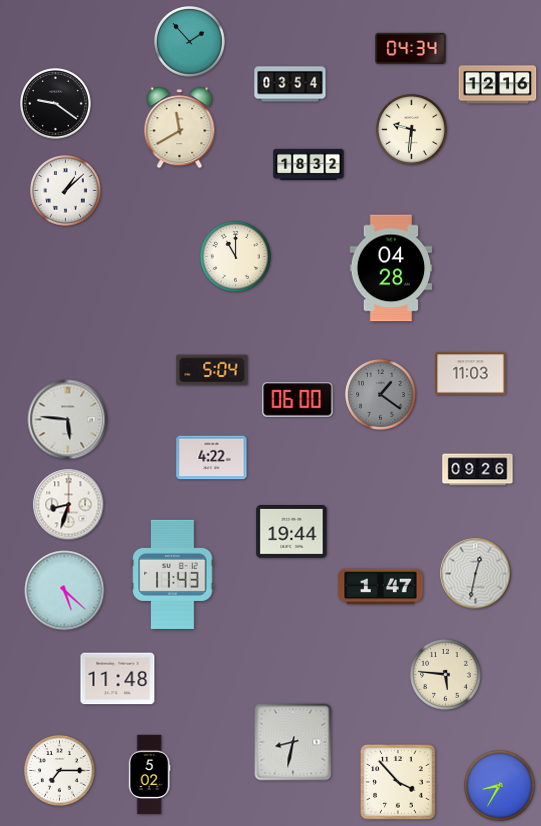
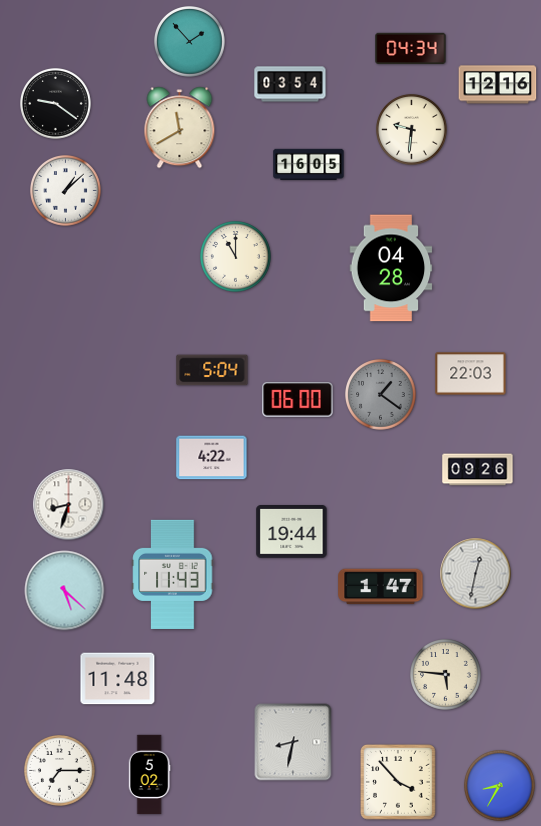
clock at (309, 165): 18:32 -> 16:05
clock at (471, 374): 11:03 -> 22:03
clock at (68, 420): 5:46 -> none
